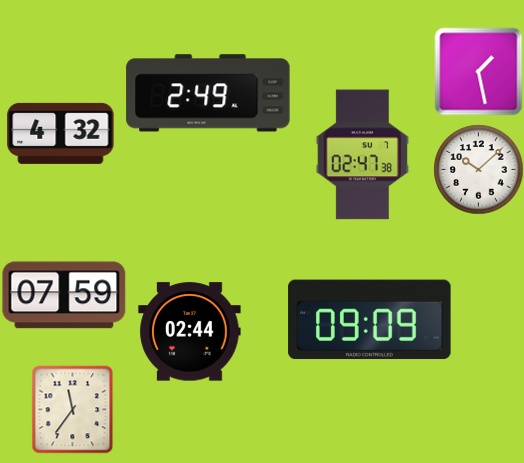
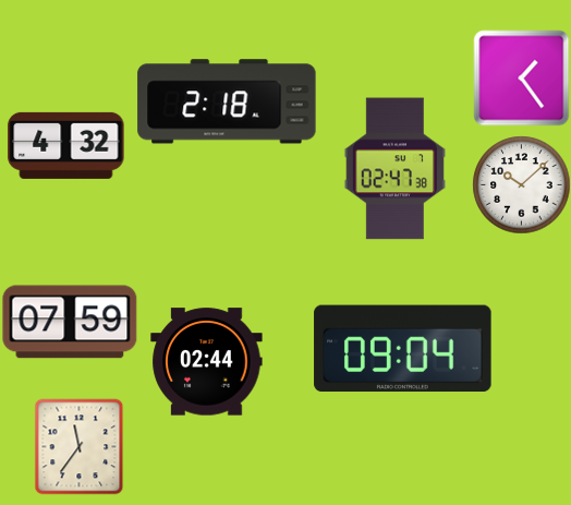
clock at (478, 71): 1:28 -> 1:24
clock at (208, 93): 2:49 -> 2:18
clock at (370, 320): 09:09 -> 09:04
